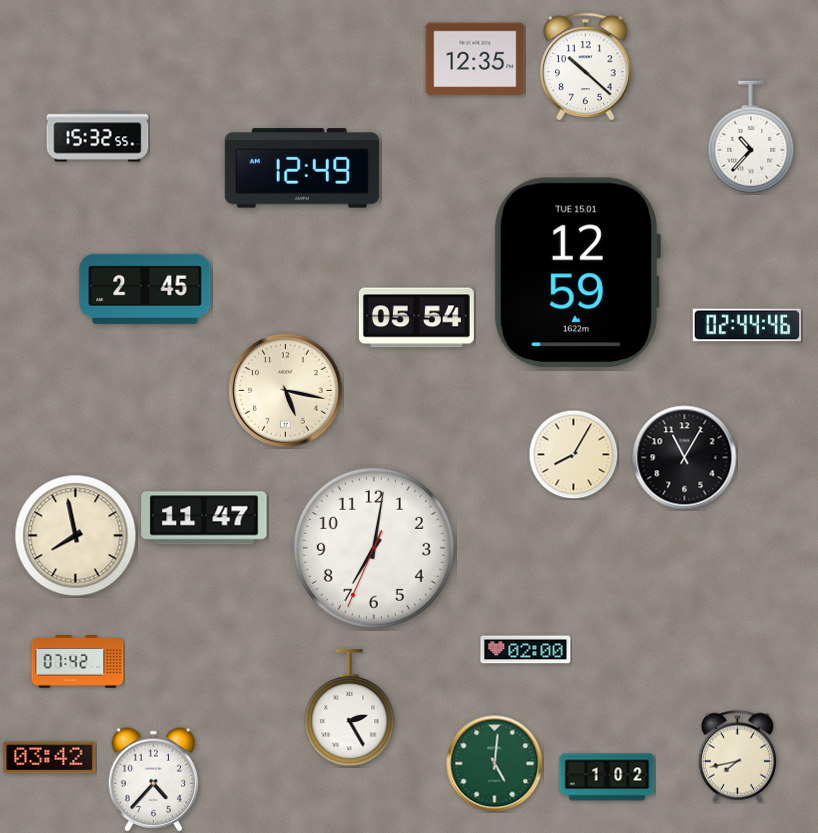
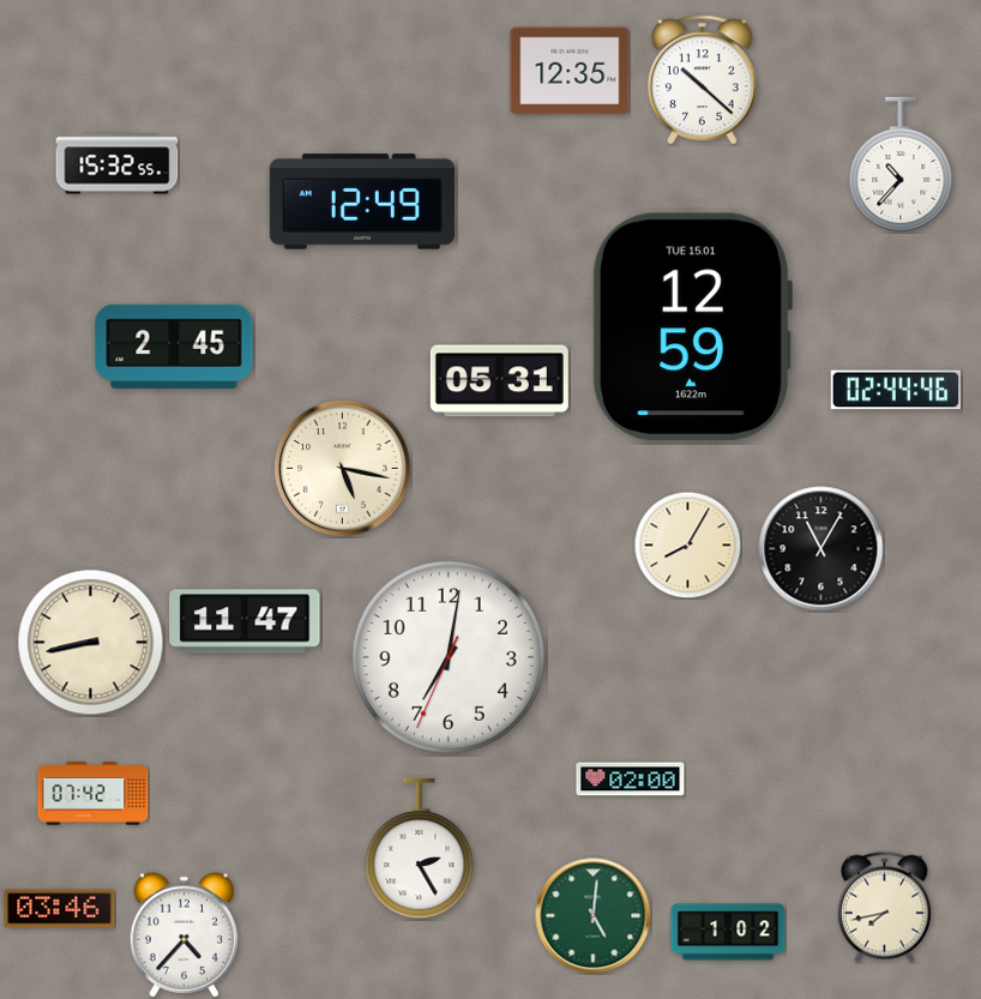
clock at (416, 318): 05:54 -> 05:31
clock at (76, 536): 7:58 -> 8:43
clock at (50, 758): 03:42 -> 03:46
